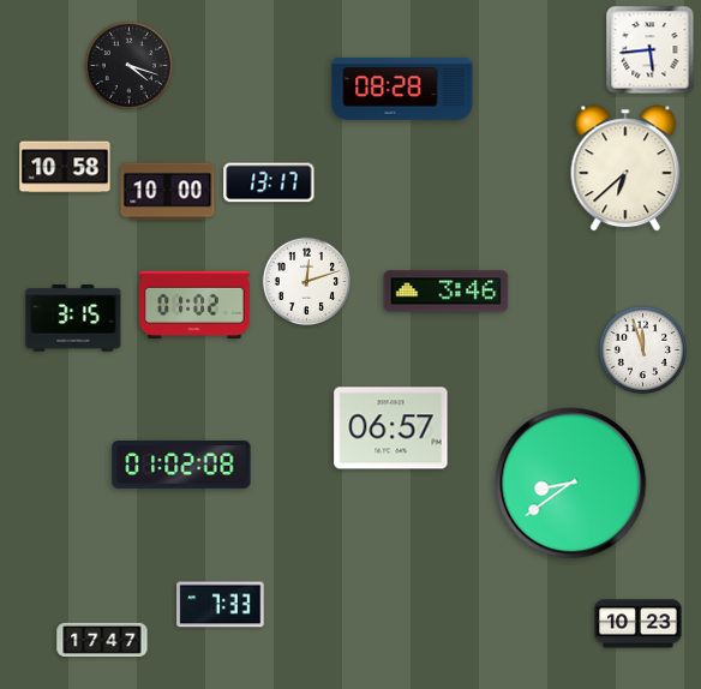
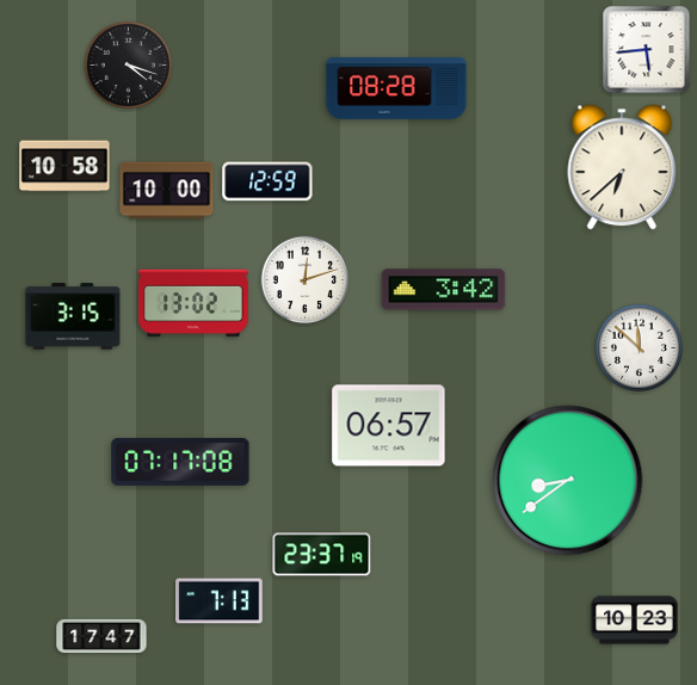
clock at (402, 90) position: (402, 90) -> (396, 90)
clock at (269, 182): 13:17 -> 12:59
clock at (447, 292): 3:46 -> 3:42
clock at (194, 305): 01:02 -> 13:02
clock at (642, 351): 11:57 -> 11:52
clock at (181, 465): 01:02 -> 07:17
clock at (322, 555): none -> 23:37
clock at (221, 605): 7:33 -> 7:13
